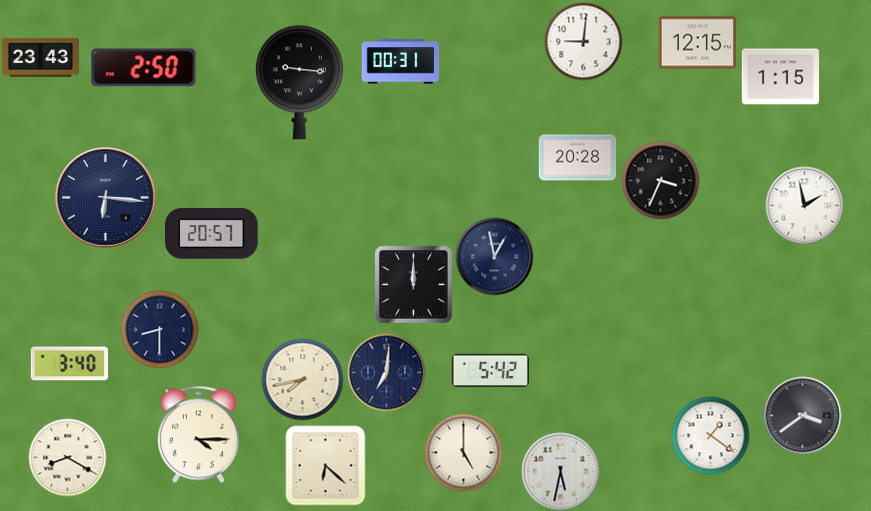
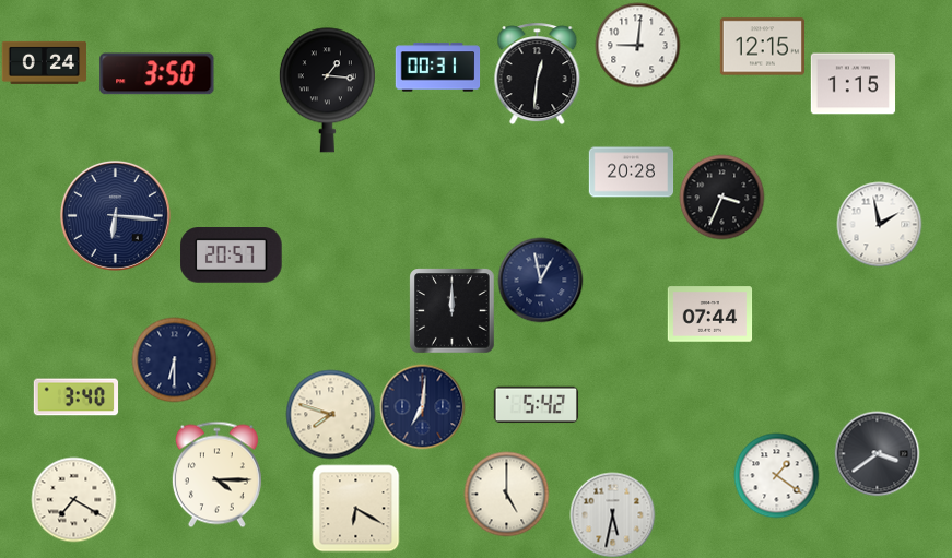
clock at (40, 57): 23:43 -> 0:24
clock at (538, 73): none -> 12:31
clock at (144, 68): 2:50 -> 3:50
clock at (299, 83): 9:16 -> 1:16
clock at (709, 314): none -> 07:44
clock at (159, 329): 8:30 -> 6:30
clock at (302, 379): 7:43 -> 7:48
clock at (67, 457): 8:20 -> 7:20
clock at (325, 465): 6:22 -> 6:20
